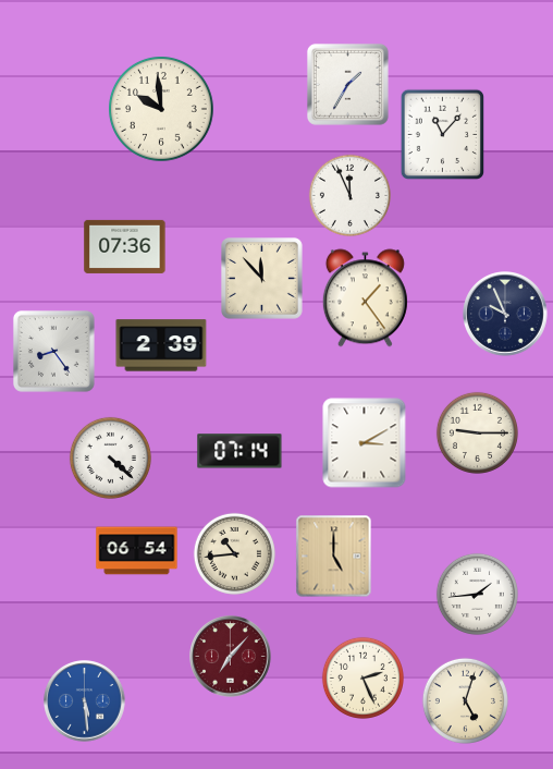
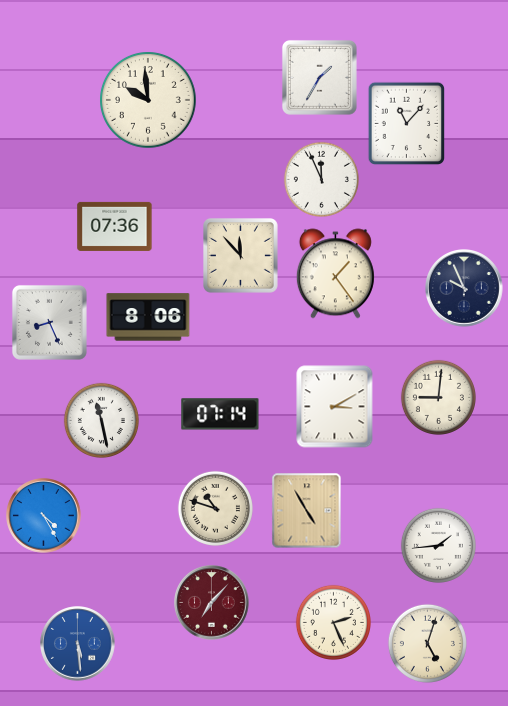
clock at (161, 345): 2:39 -> 8:06
clock at (53, 351): 8:24 -> 8:26
clock at (477, 432): 9:15 -> 9:01
clock at (110, 457): 4:22 -> 11:28
clock at (137, 551): 06:54 -> none
clock at (234, 553): 10:44 -> 10:48
clock at (334, 557): 5:00 -> 4:55
clock at (44, 516): none -> 4:25
